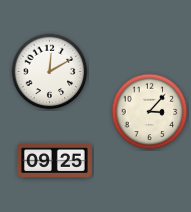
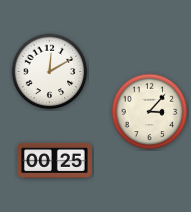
clock at (55, 160): 09:25 -> 00:25
